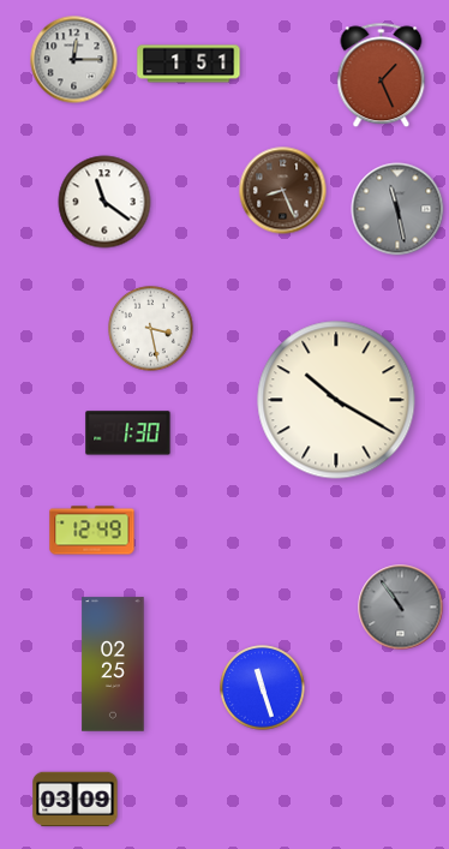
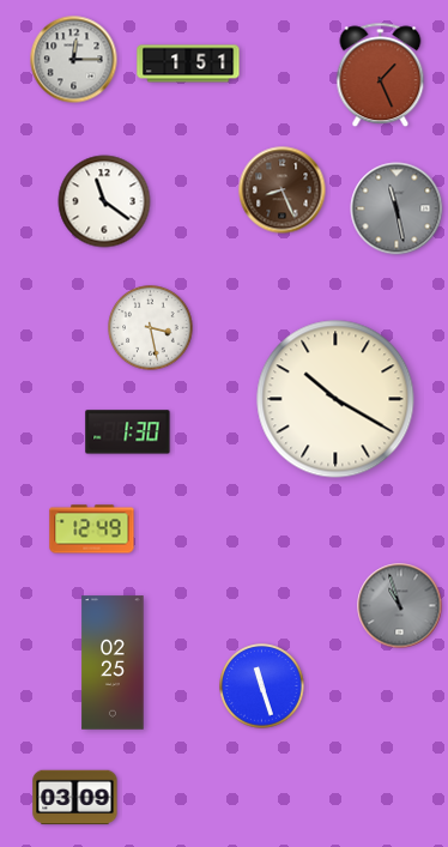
clock at (401, 608): 10:54 -> 10:57
